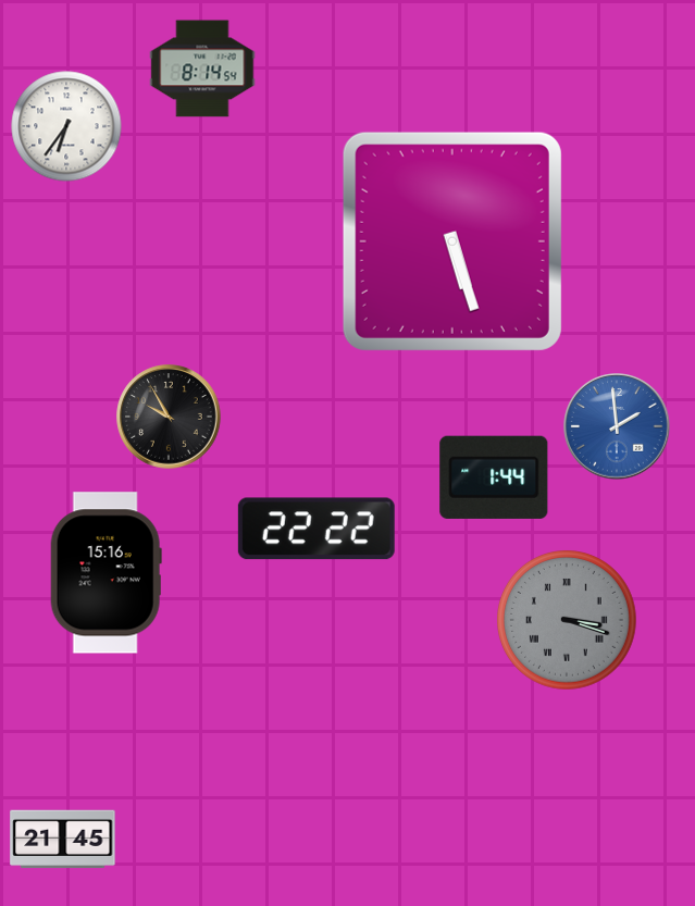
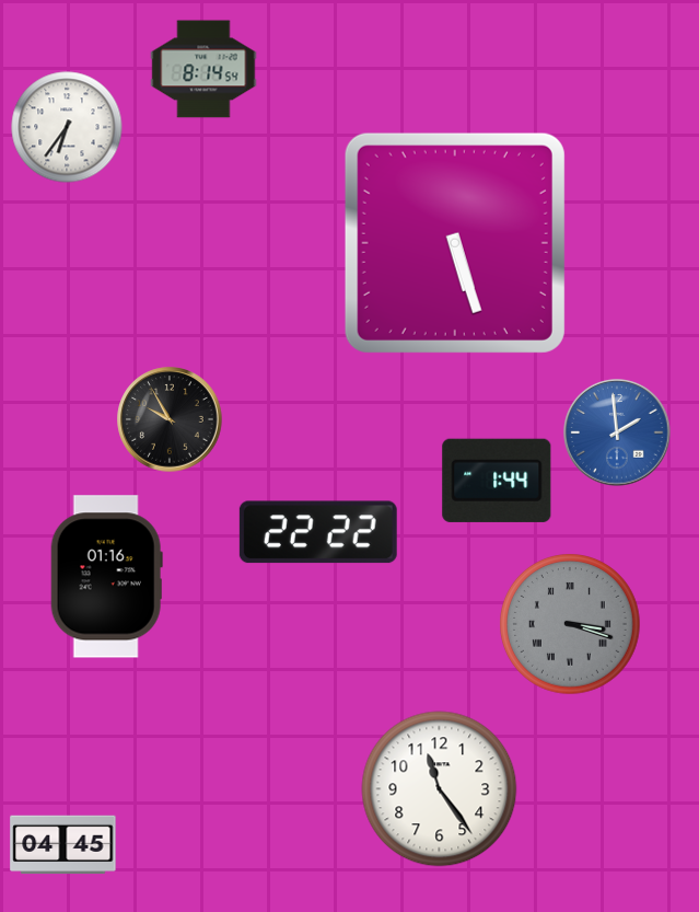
clock at (617, 426) position: (617, 426) -> (617, 432)
clock at (106, 573): 15:16 -> 01:16
clock at (440, 789): none -> 11:24
clock at (63, 840): 21:45 -> 04:45
